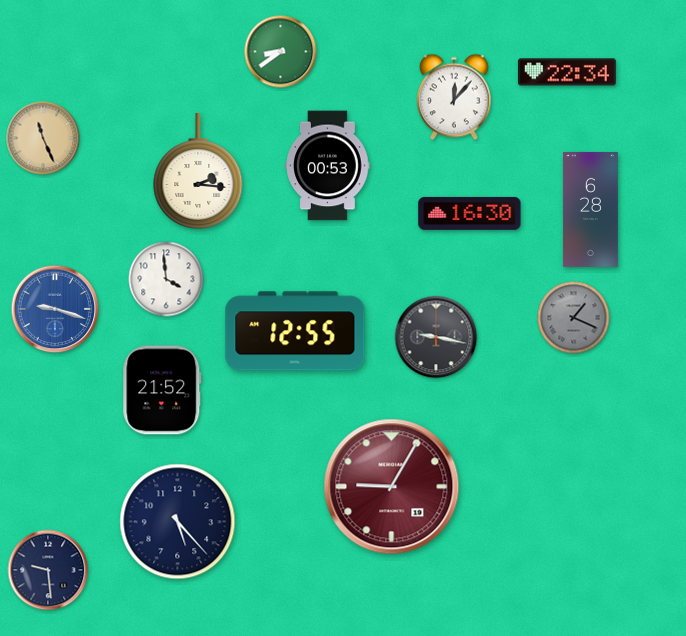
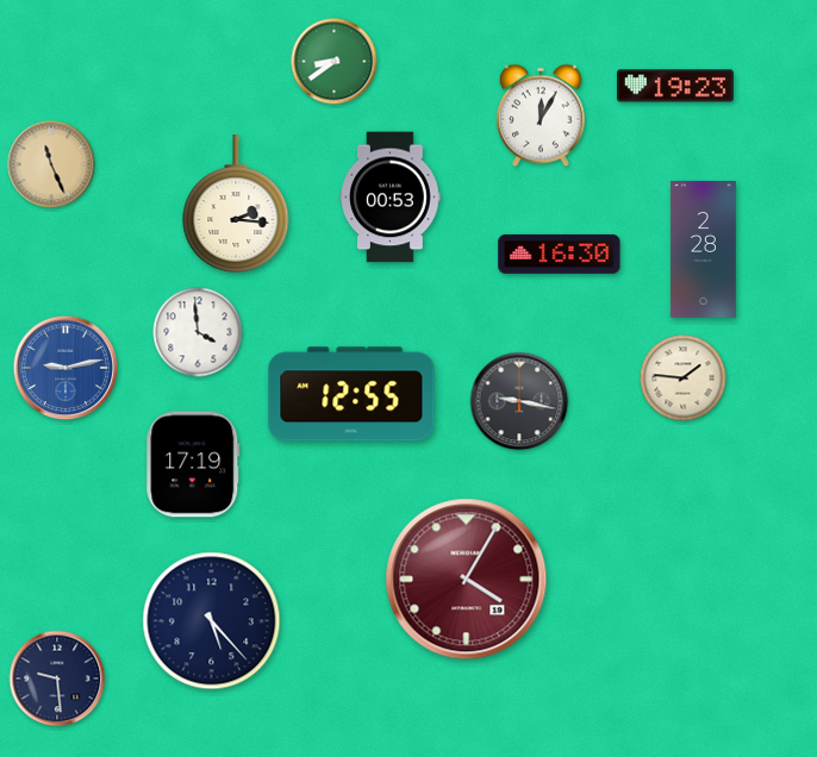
clock at (567, 72): 22:34 -> 19:23
clock at (455, 97): 12:07 -> 12:05
clock at (590, 209): 6:28 -> 2:28
clock at (55, 309): 9:18 -> 9:13
clock at (574, 318): 1:19 -> 1:46
clock at (574, 318) dial: grey -> cream
clock at (162, 390): 21:52 -> 17:19
clock at (392, 487): 9:05 -> 4:05
